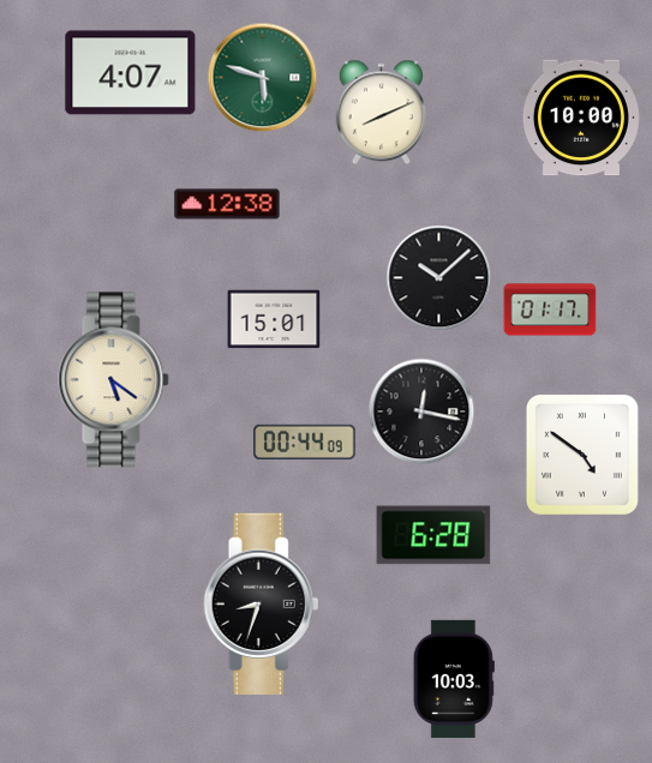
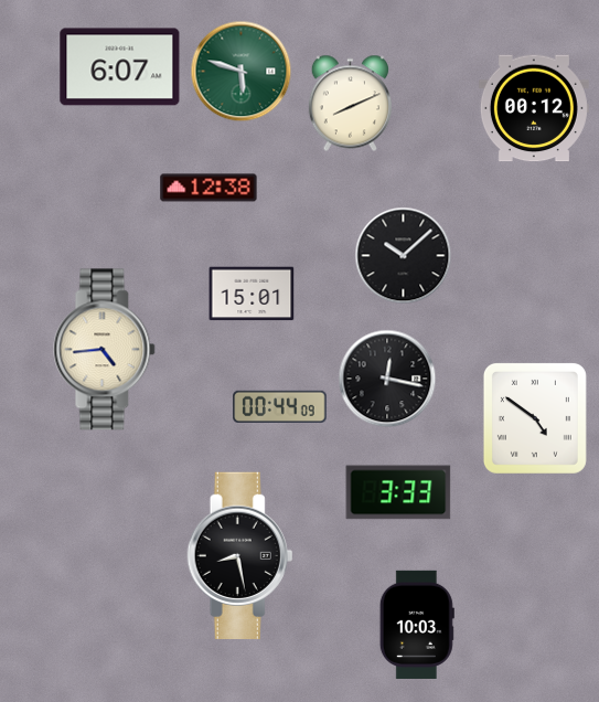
clock at (131, 73): 4:07 -> 6:07
clock at (581, 118): 10:00 -> 00:12
clock at (550, 310): 01:17 -> none
clock at (114, 380): 5:21 -> 4:44
clock at (433, 535): 6:28 -> 3:33
clock at (262, 605): 8:33 -> 8:28
